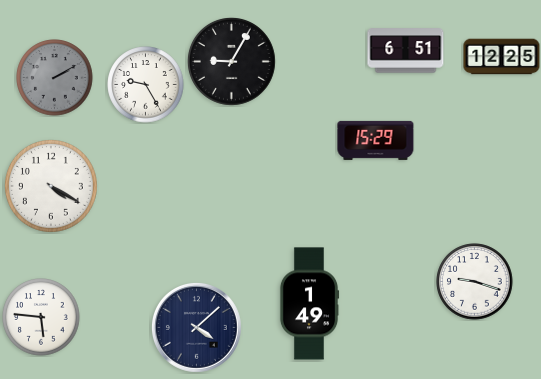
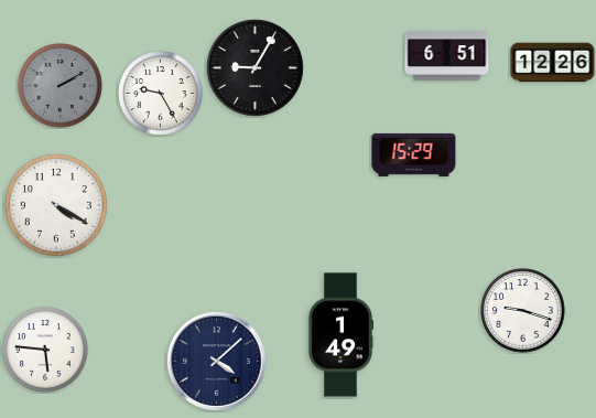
clock at (502, 57): 12:25 -> 12:26
